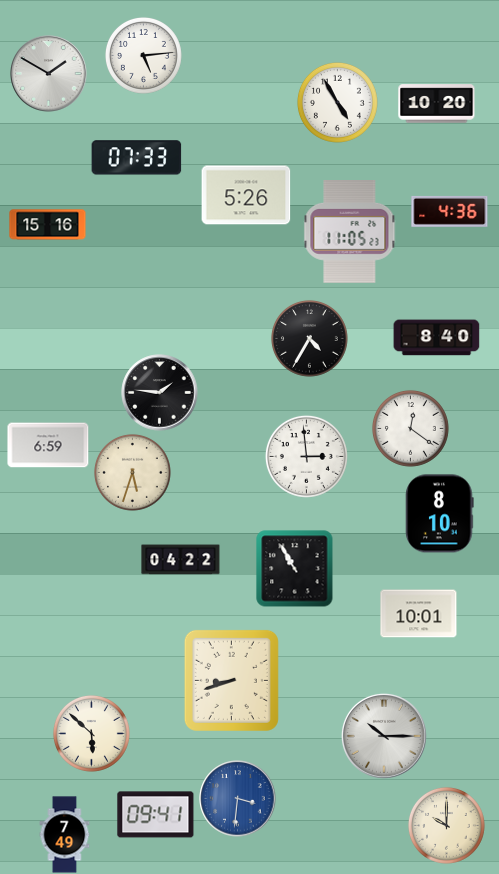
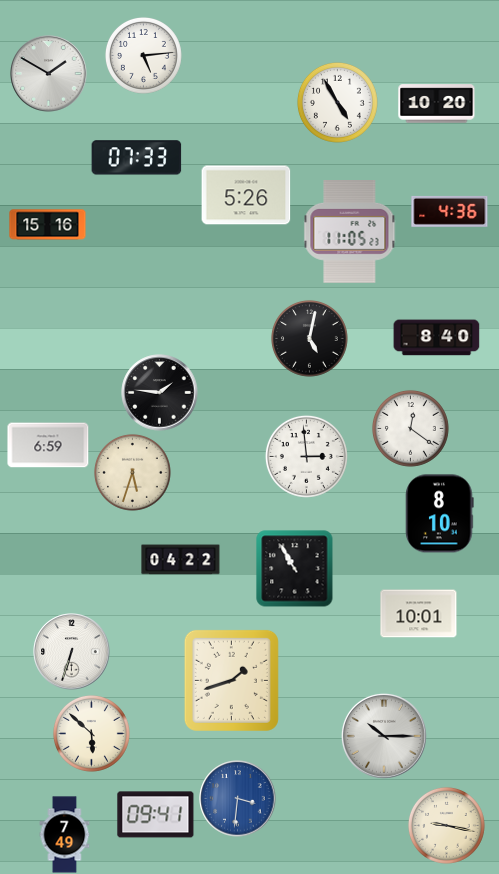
clock at (309, 338): 4:35 -> 5:02
clock at (72, 652): none -> 6:33
clock at (231, 680): 8:42 -> 1:42
clock at (446, 825): 10:00 -> 9:17
